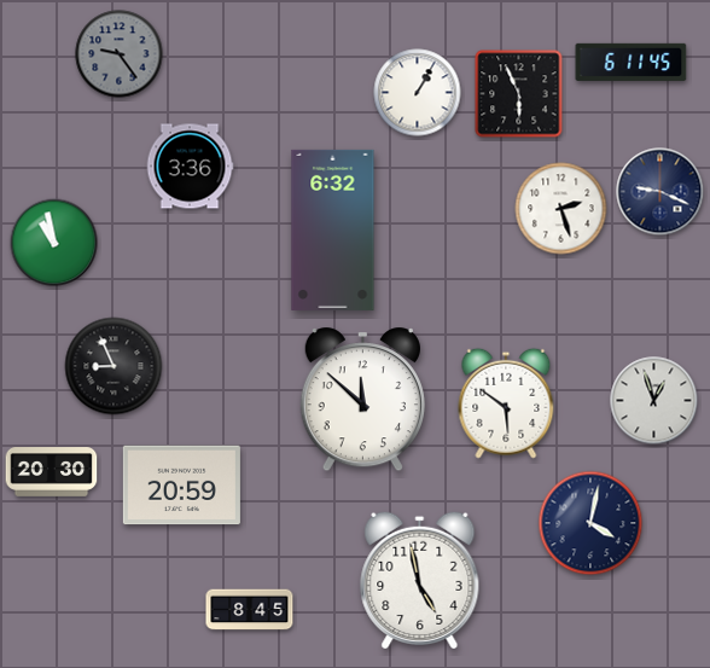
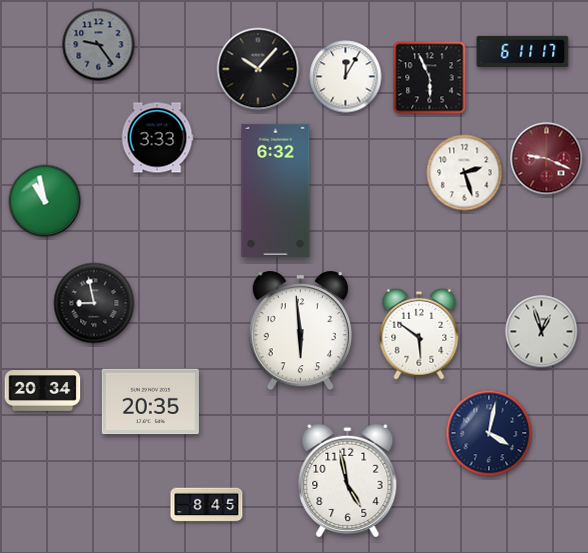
clock at (632, 62): 6:11:45 -> 6:11:17
clock at (258, 69): none -> 10:07
clock at (418, 93): 1:05 -> 12:05
clock at (190, 167): 3:36 -> 3:33
clock at (660, 192) dial: navy -> burgundy
clock at (114, 366): 8:56 -> 8:58
clock at (362, 400): 11:52 -> 5:59
clock at (52, 472): 20:30 -> 20:34
clock at (181, 486): 20:59 -> 20:35
